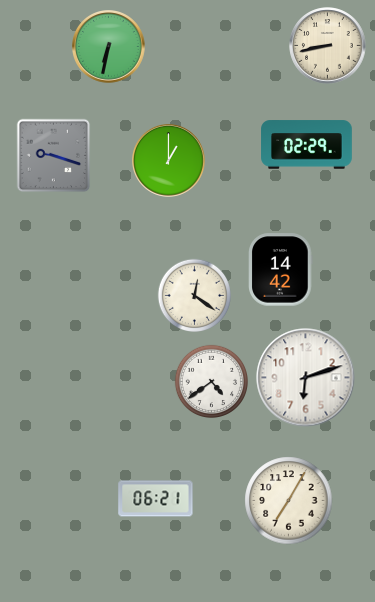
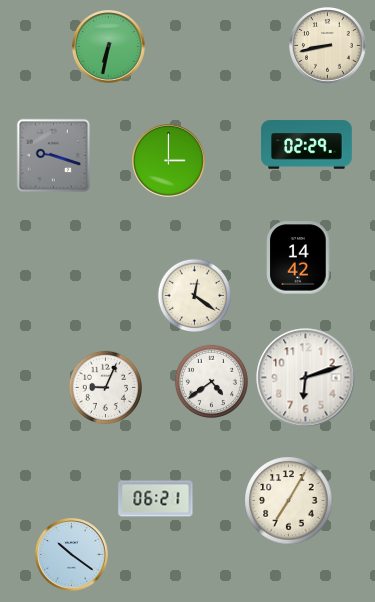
clock at (169, 161): 1:00 -> 3:00
clock at (281, 270) position: (281, 270) -> (299, 258)
clock at (105, 387): none -> 9:04
clock at (72, 555): none -> 10:21
